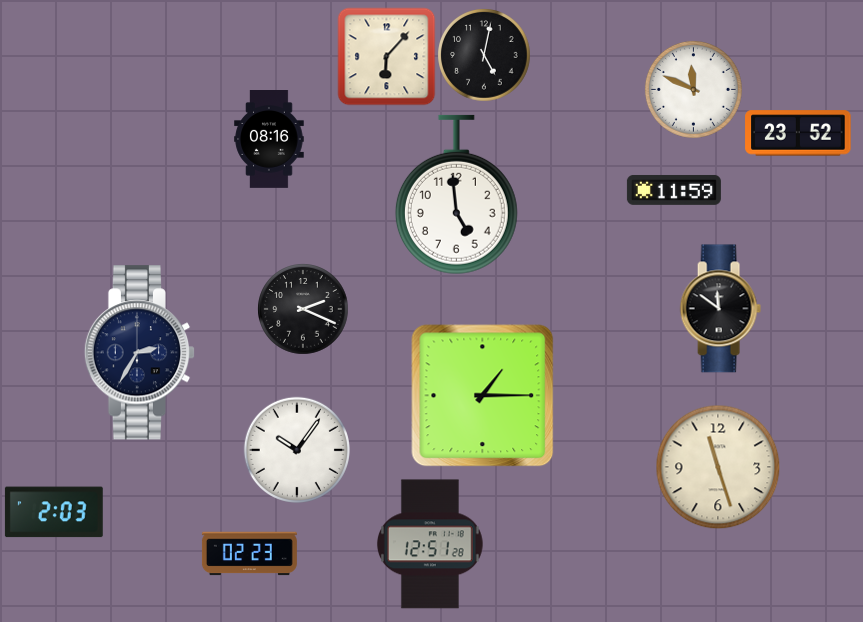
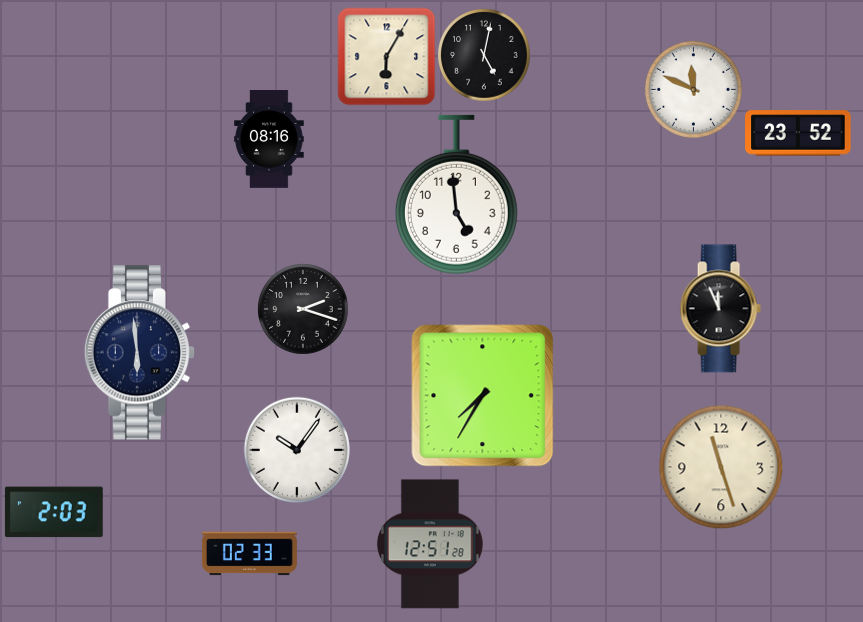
clock at (386, 56): 6:07 -> 6:05
clock at (674, 190): 11:59 -> none
clock at (303, 309): 2:19 -> 2:18
clock at (720, 309): 11:51 -> 11:56
clock at (140, 353): 2:35 -> 5:59
clock at (483, 396): 1:15 -> 7:35
clock at (718, 467) position: (718, 467) -> (721, 467)
clock at (249, 554): 02:23 -> 02:33
